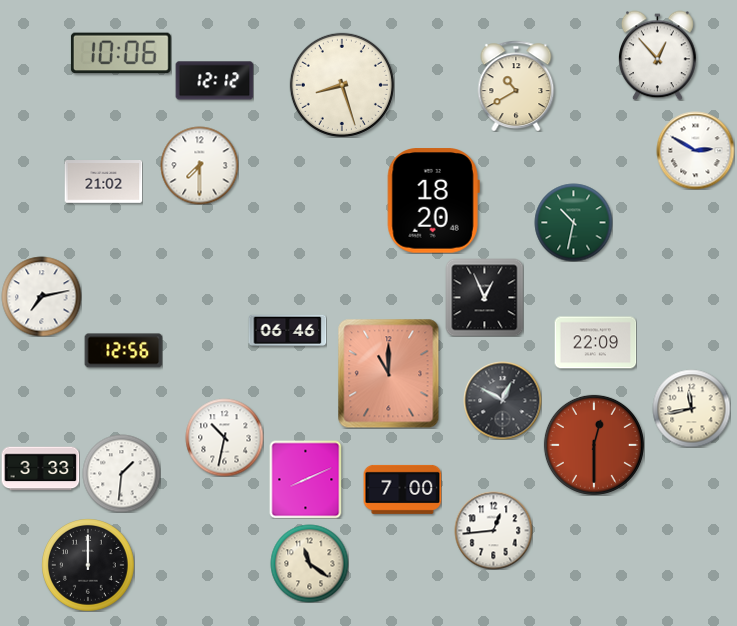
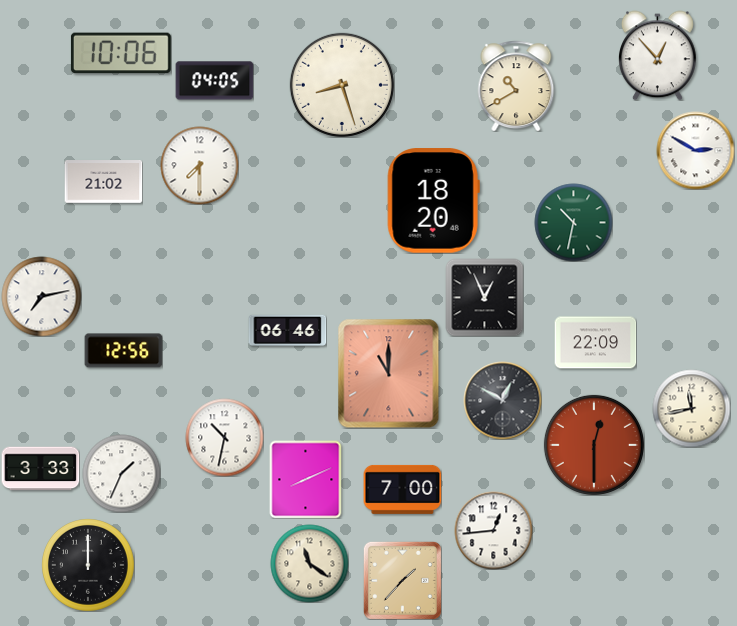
clock at (214, 81): 12:12 -> 04:05
clock at (121, 473): 1:31 -> 1:34
clock at (402, 580): none -> 1:37
